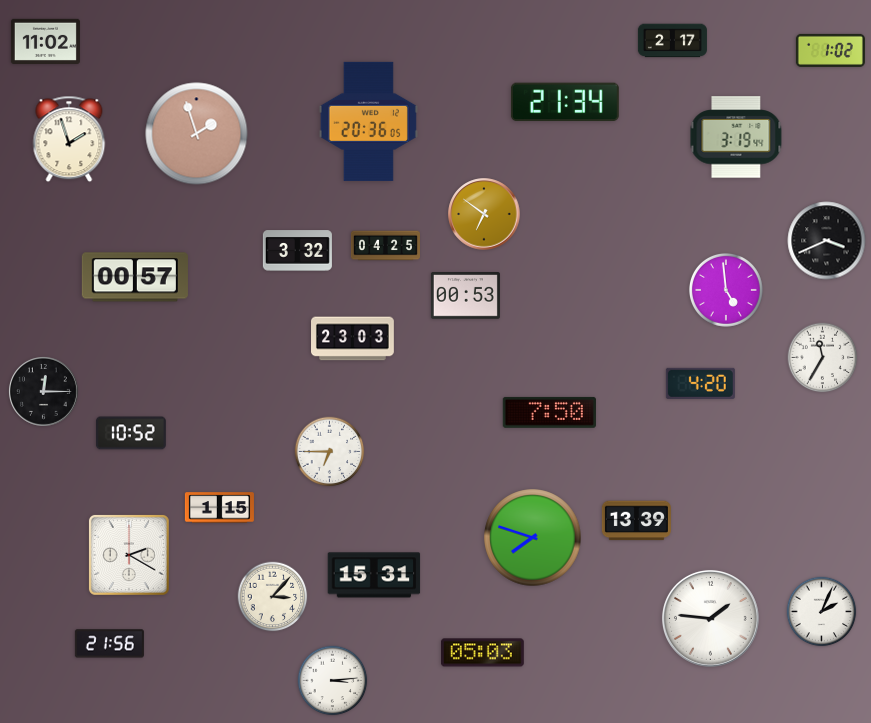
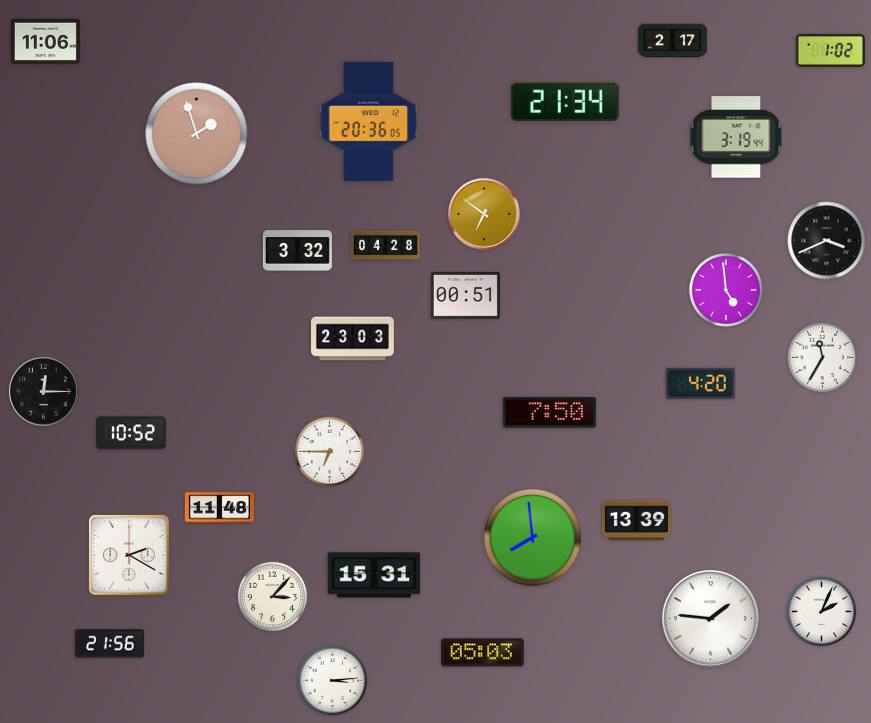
clock at (45, 41): 11:02 -> 11:06
clock at (69, 139): 1:57 -> none
clock at (385, 246): 04:25 -> 04:28
clock at (135, 277): 00:57 -> none
clock at (465, 296): 00:53 -> 00:51
clock at (219, 508): 1:15 -> 11:48
clock at (533, 538): 7:48 -> 7:59
